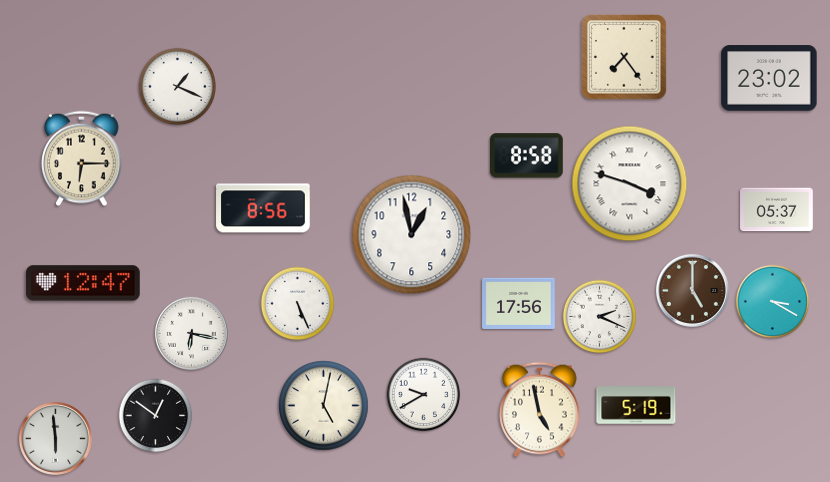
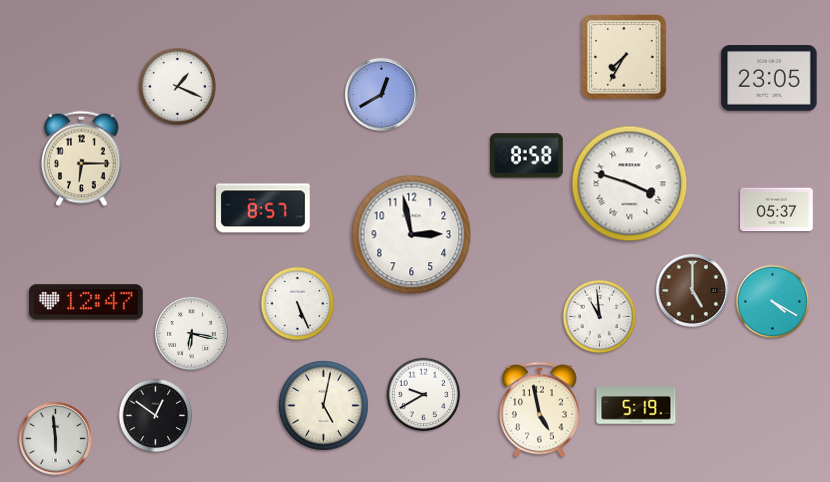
clock at (624, 57): 7:24 -> 7:35
clock at (769, 78): 23:02 -> 23:05
clock at (381, 94): none -> 12:40
clock at (263, 208): 8:56 -> 8:57
clock at (412, 235): 12:58 -> 2:58
clock at (83, 283) position: (83, 283) -> (86, 302)
clock at (773, 302): 3:20 -> 4:20
clock at (519, 303): 17:56 -> none
clock at (600, 317): 2:19 -> 10:59
